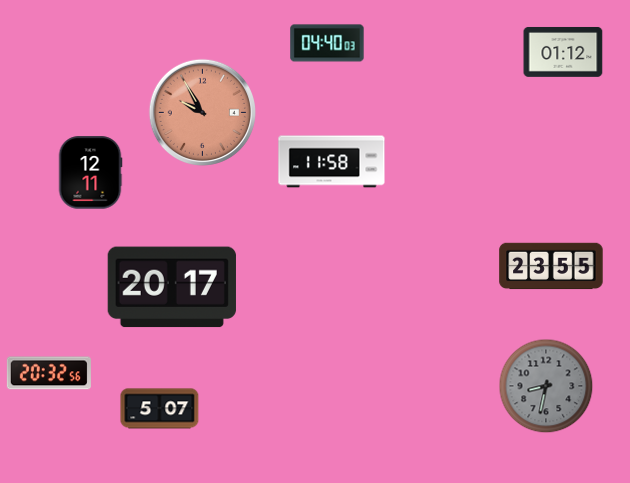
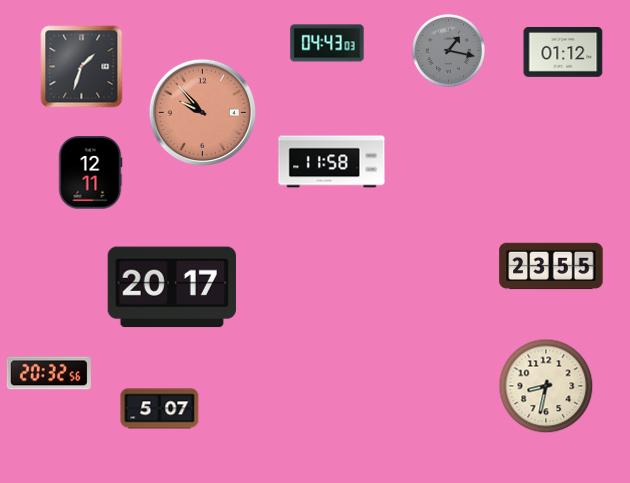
clock at (327, 43): 04:40 -> 04:43
clock at (448, 50): none -> 1:17
clock at (82, 67): none -> 1:33
clock at (202, 112): 9:55 -> 9:53
clock at (546, 386) dial: grey -> cream
